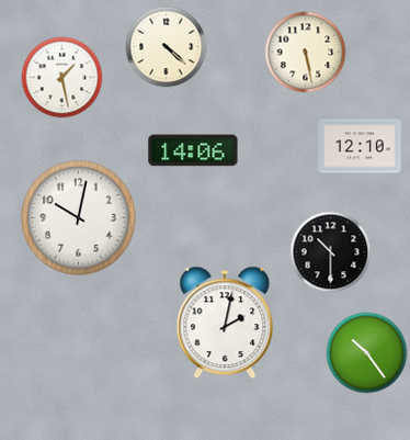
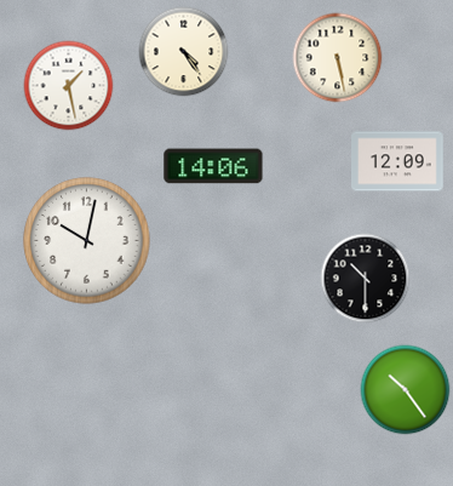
clock at (167, 47): 4:22 -> 4:24
clock at (361, 146): 12:10 -> 12:09
clock at (225, 323): 2:02 -> none
